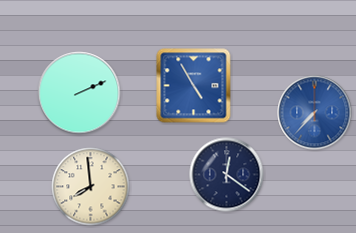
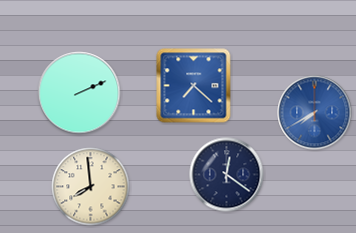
clock at (194, 86): 4:55 -> 7:22
clock at (315, 113): 7:37 -> 7:40
